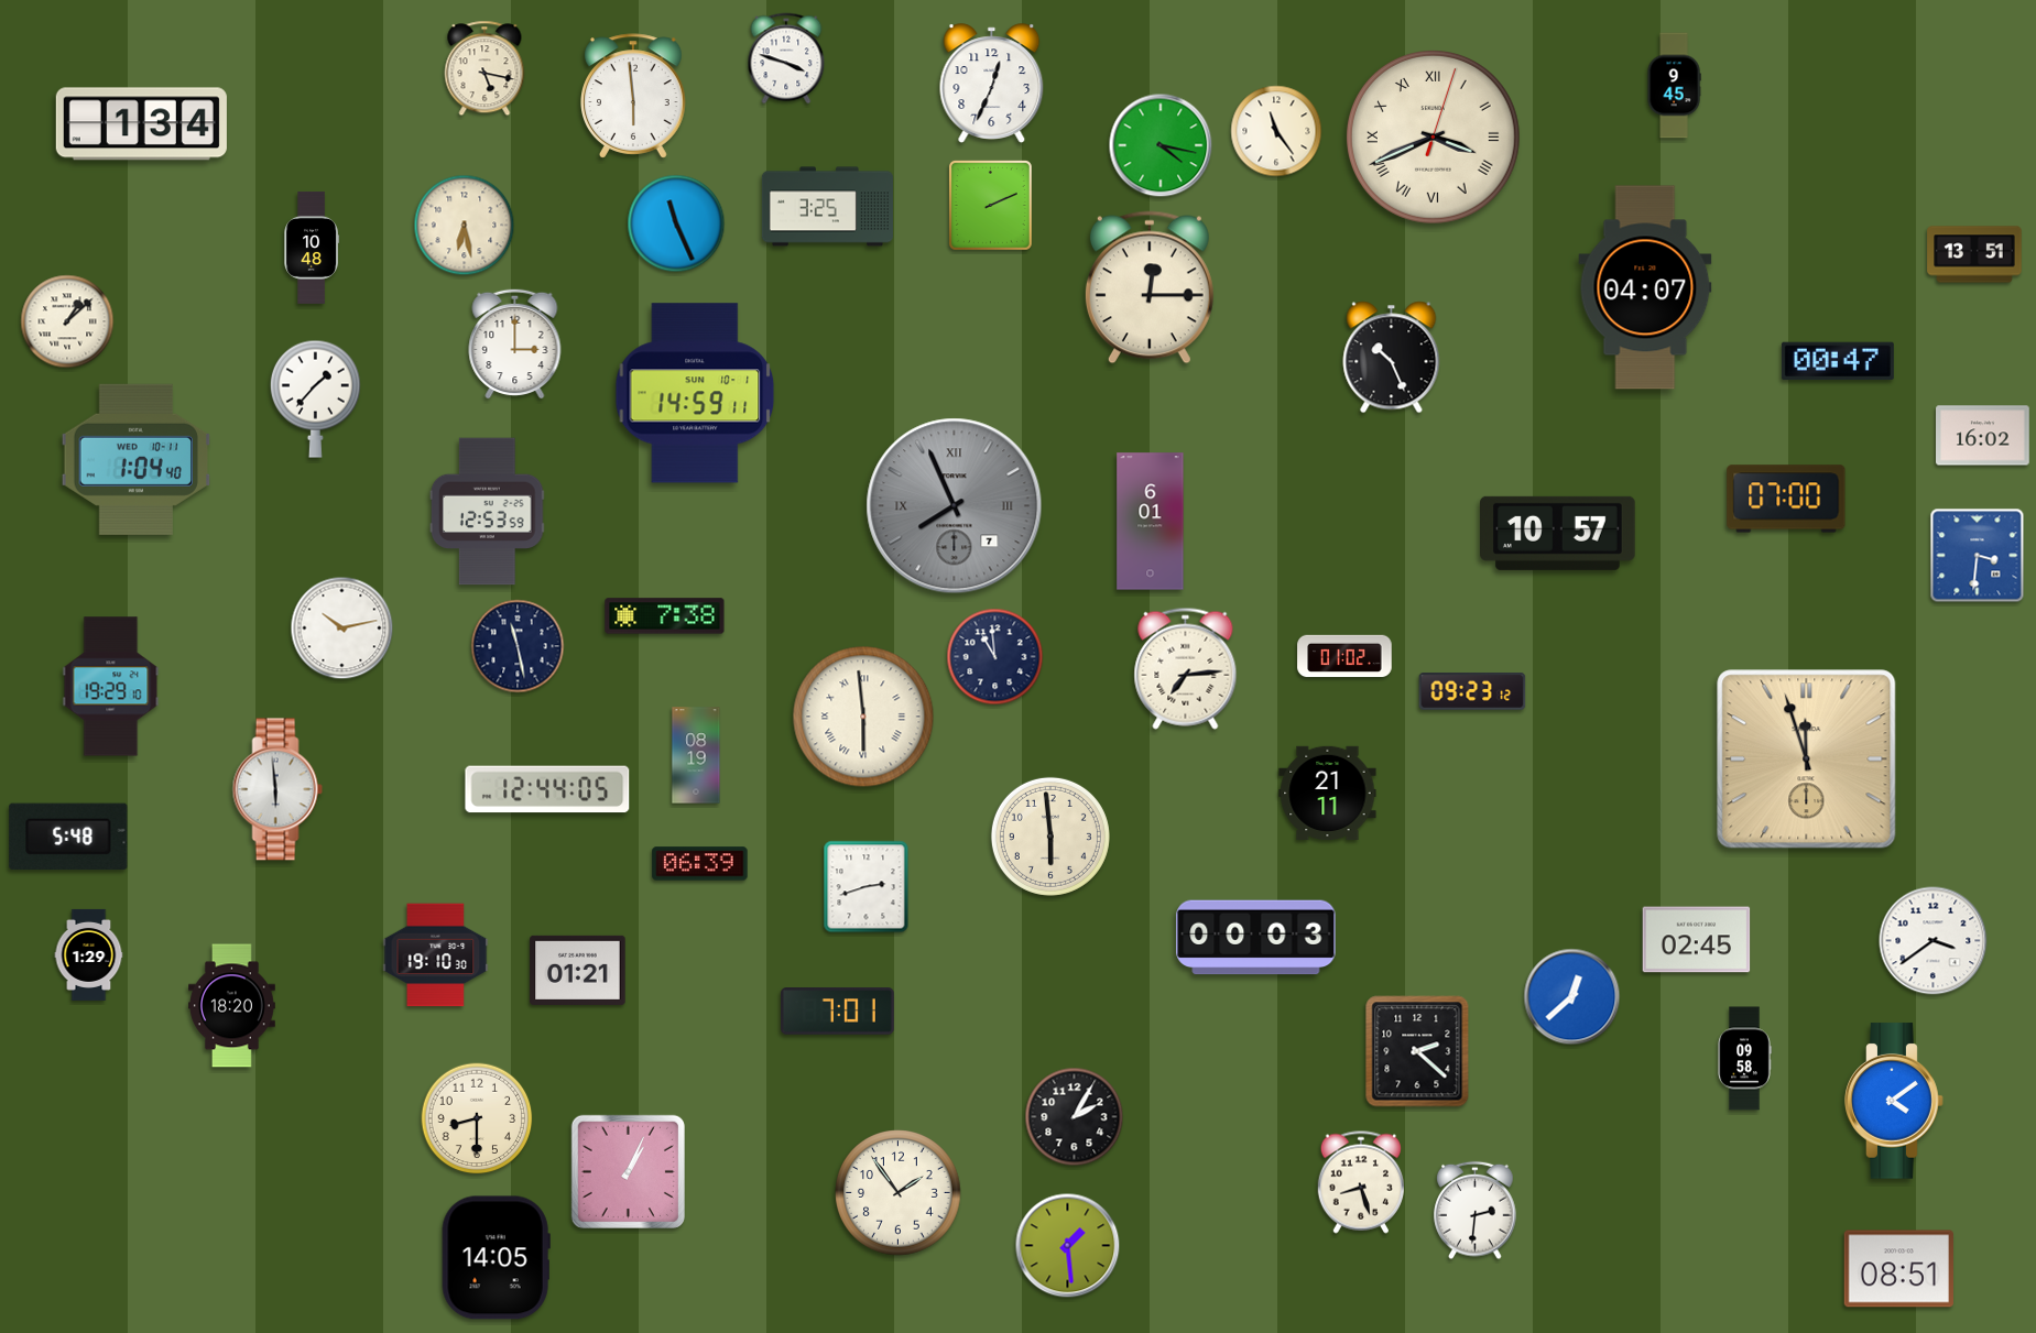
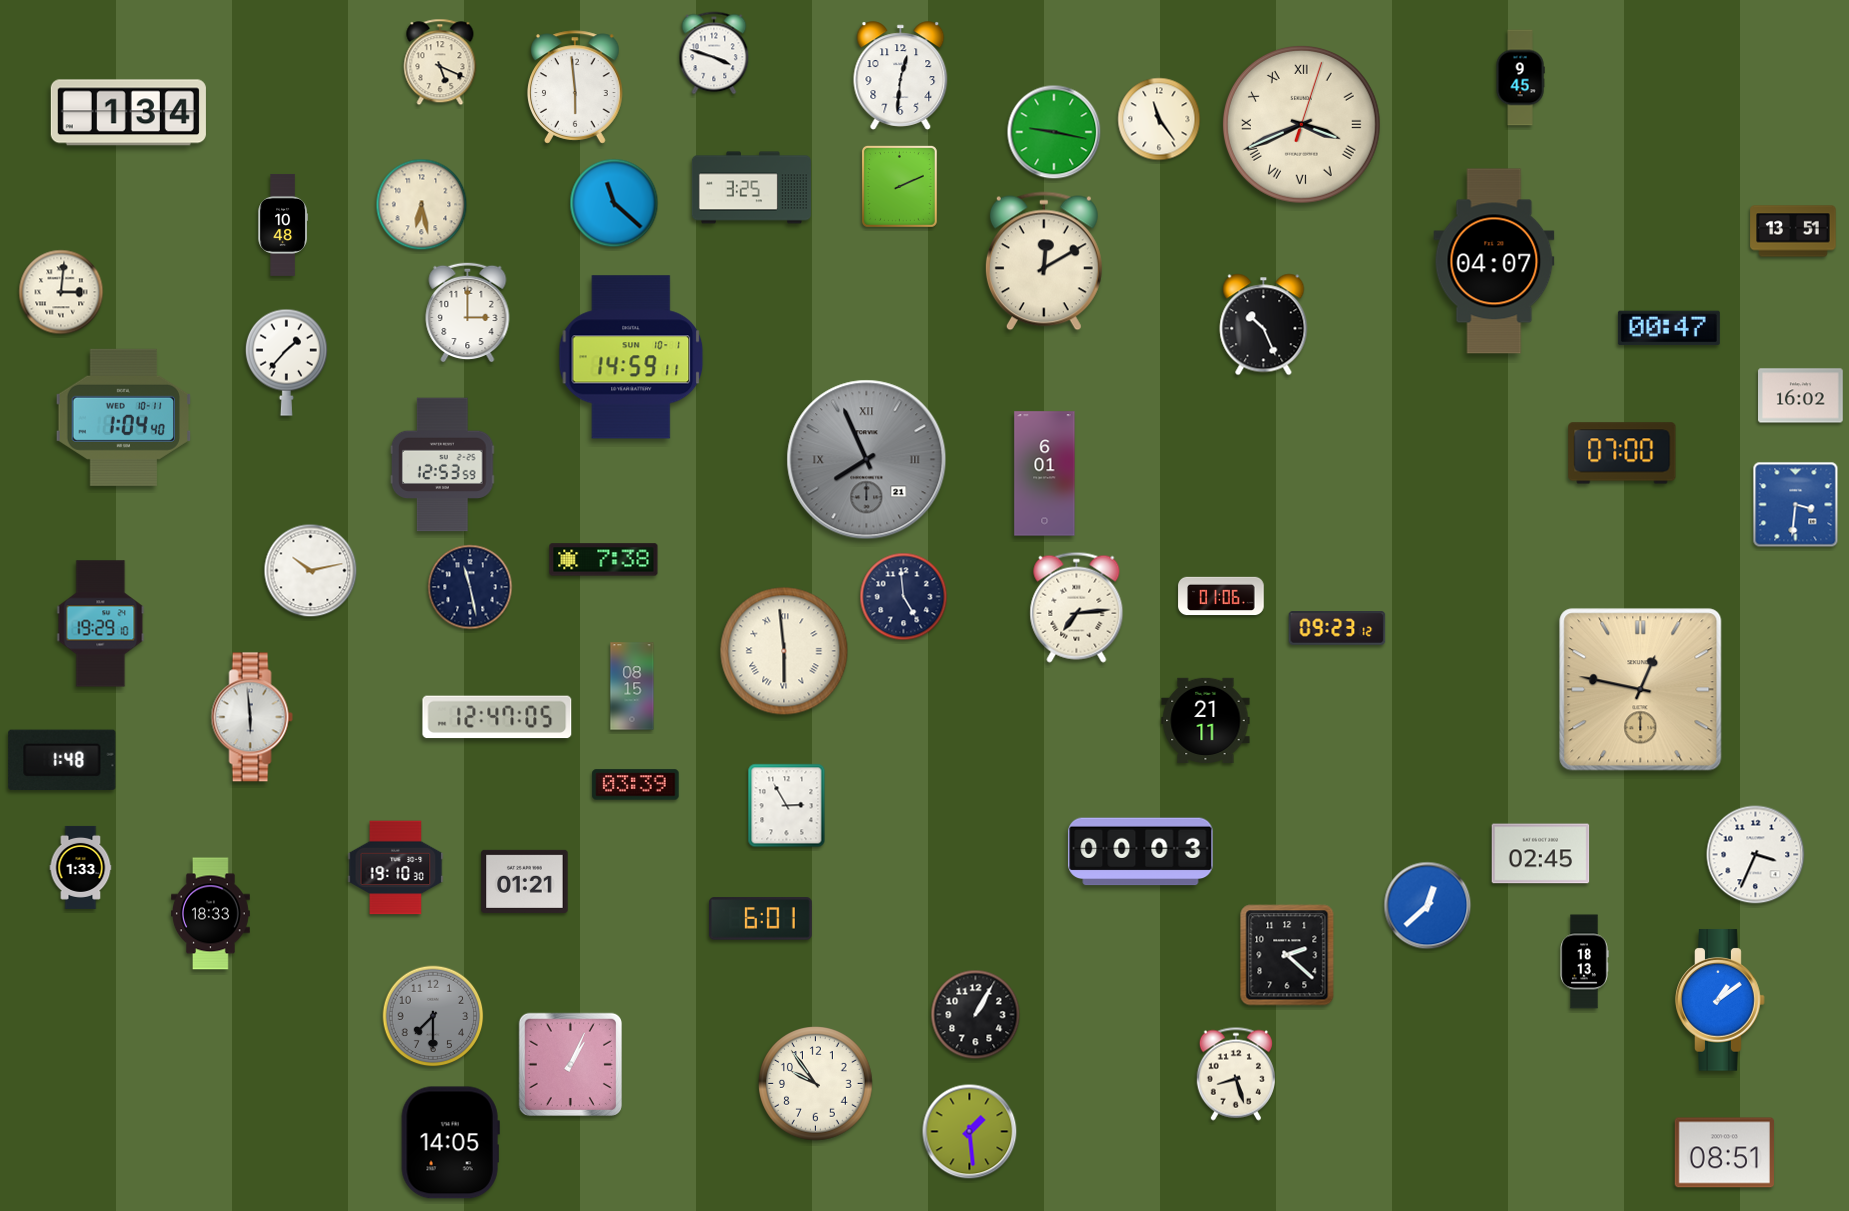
clock at (484, 68): 5:17 -> 5:19
clock at (992, 84): 12:34 -> 12:31
clock at (1161, 145): 4:17 -> 9:17
clock at (676, 223): 11:26 -> 11:22
clock at (1150, 287): 12:15 -> 12:10
clock at (67, 321): 1:08 -> 3:01
clock at (955, 506) date: 7 -> 21
clock at (1558, 533): 10:57 -> none
clock at (1344, 656): 01:02 -> 01:06
clock at (995, 657): 10:59 -> 4:59
clock at (696, 755): 08:19 -> 08:15
clock at (1807, 760): 11:57 -> 12:47
clock at (547, 789): 12:44 -> 12:47
clock at (68, 835): 5:48 -> 1:48
clock at (1050, 837): 5:59 -> none
clock at (700, 864): 06:39 -> 03:39
clock at (867, 887): 2:42 -> 2:55
clock at (1934, 941): 3:39 -> 3:34
clock at (89, 954): 1:29 -> 1:33
clock at (232, 1006): 18:20 -> 18:33
clock at (838, 1012): 7:01 -> 6:01
clock at (1744, 1059): 09:58 -> 18:13
clock at (1894, 1101): 4:09 -> 1:09
clock at (1075, 1117): 2:05 -> 1:05
clock at (477, 1118): 8:30 -> 7:30
clock at (477, 1118) dial: cream -> grey
clock at (899, 1193): 1:54 -> 9:54
clock at (1476, 1211): 2:31 -> none
